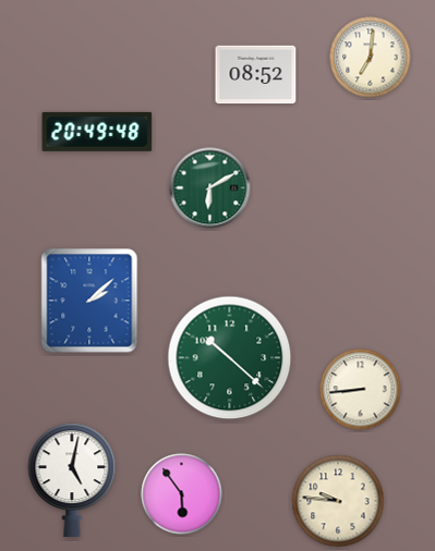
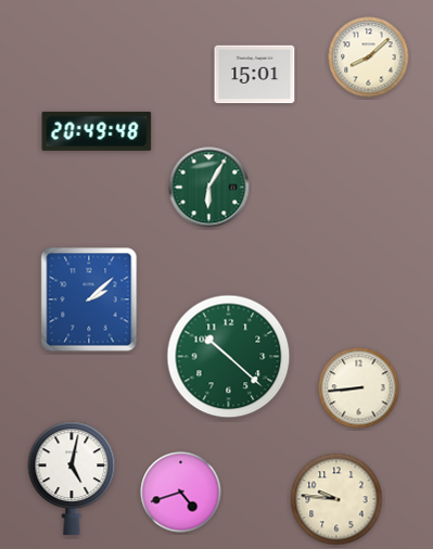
clock at (371, 58): 7:01 -> 8:08
clock at (256, 75): 08:52 -> 15:01
clock at (210, 188): 6:10 -> 6:05
clock at (182, 494): 5:54 -> 4:42
